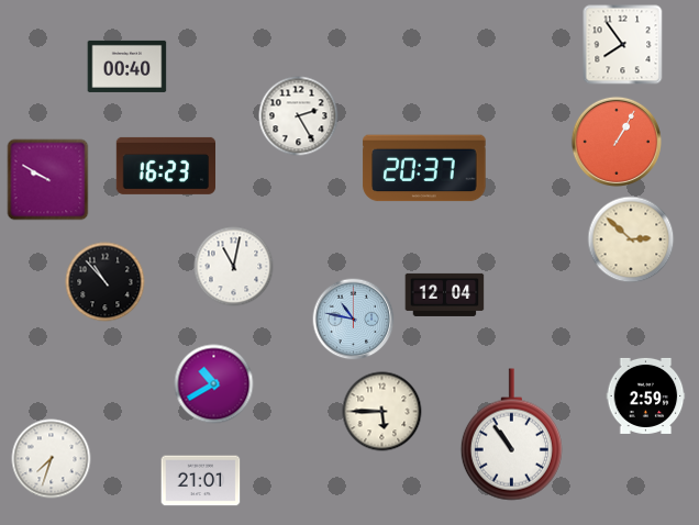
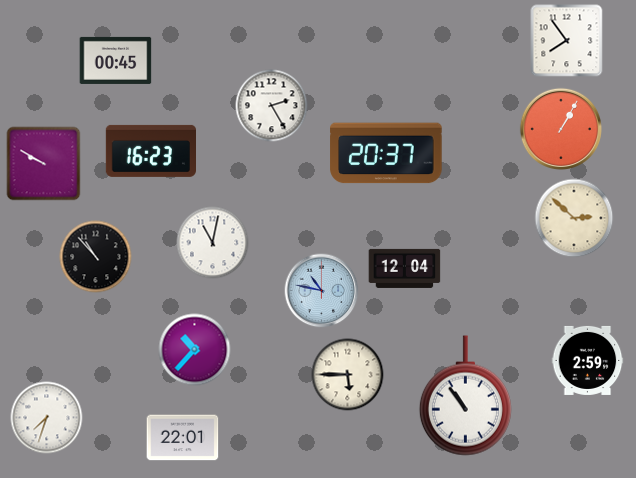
clock at (127, 66): 00:40 -> 00:45
clock at (214, 384): 10:40 -> 10:37
clock at (201, 481): 21:01 -> 22:01
